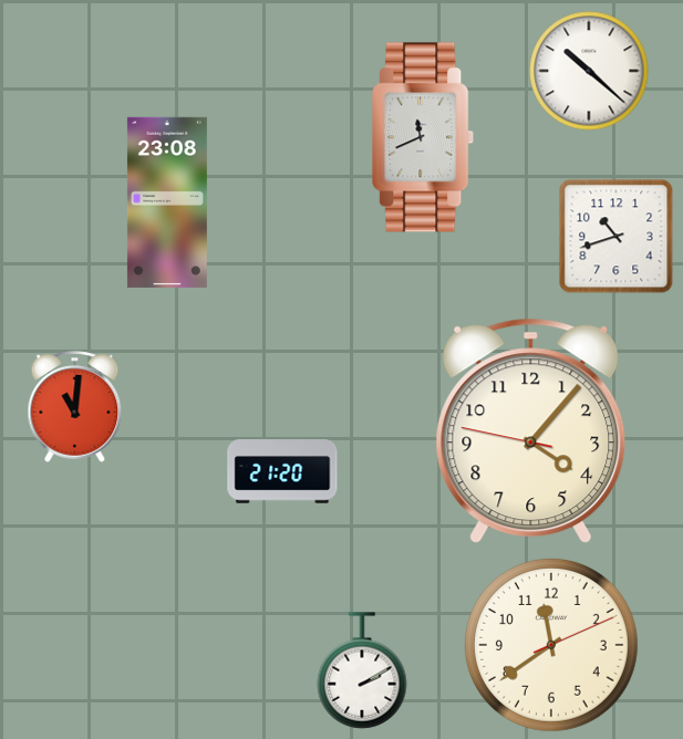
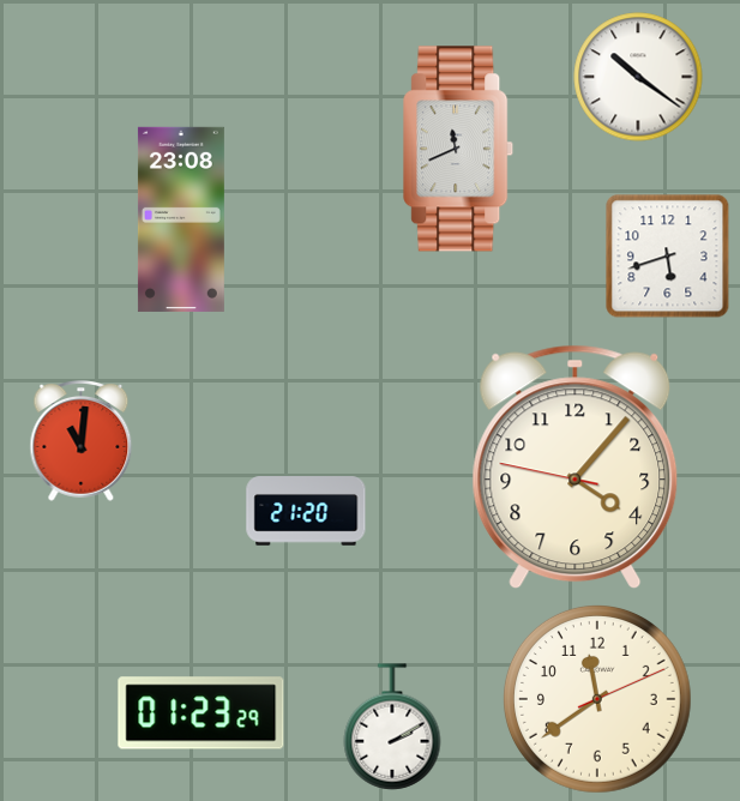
clock at (589, 71): 10:22 -> 10:21
clock at (617, 237): 10:42 -> 5:42
clock at (201, 713): none -> 01:23
